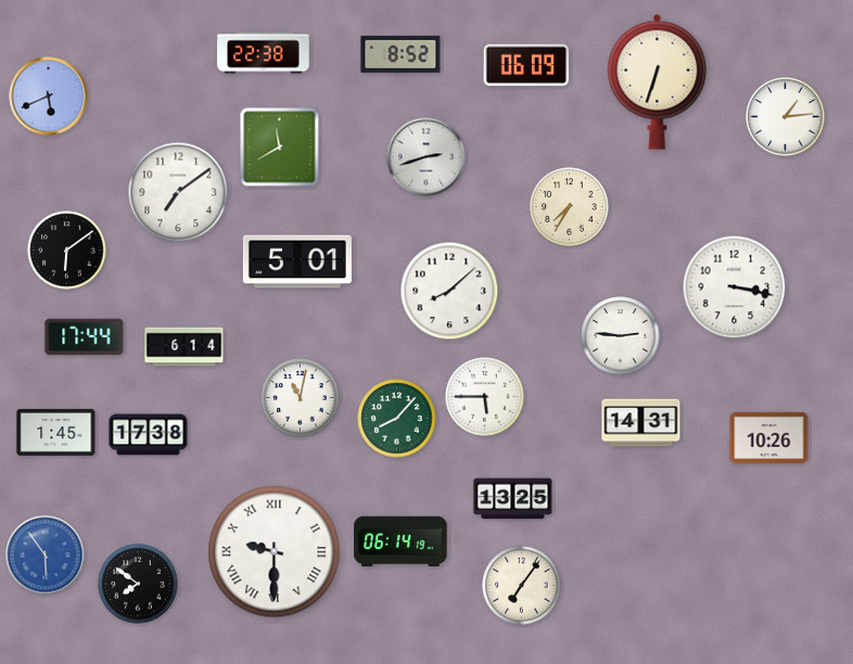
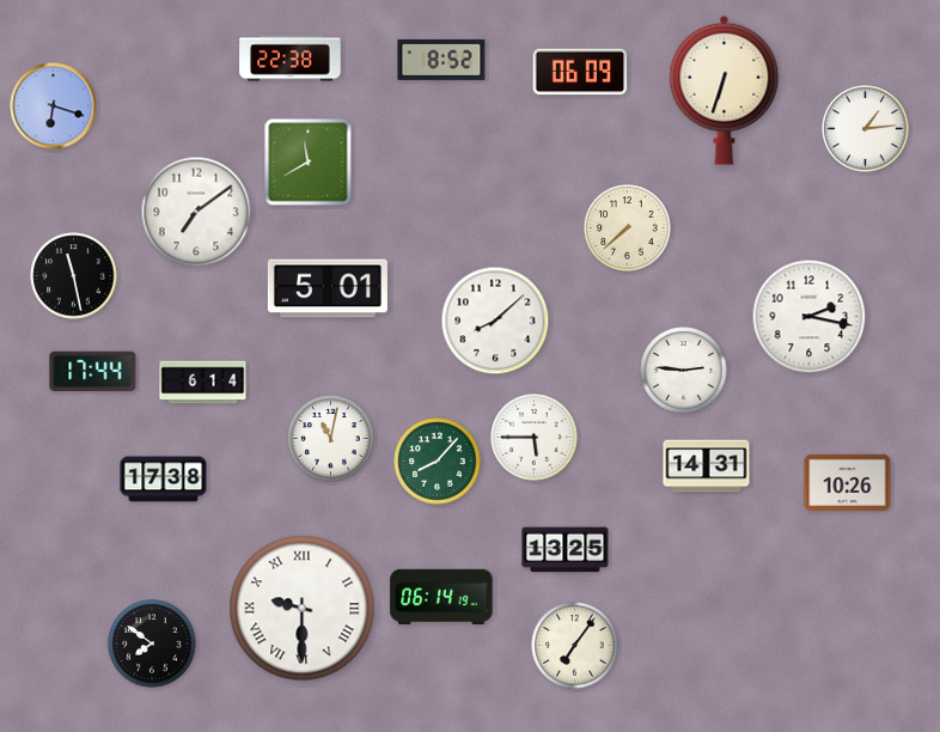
clock at (49, 97): 5:41 -> 6:18
clock at (426, 157): 2:42 -> none
clock at (570, 207): 7:35 -> 7:38
clock at (67, 251): 6:09 -> 11:28
clock at (735, 288): 3:17 -> 2:17
clock at (56, 432): 1:45 -> none
clock at (46, 556): 5:54 -> none
